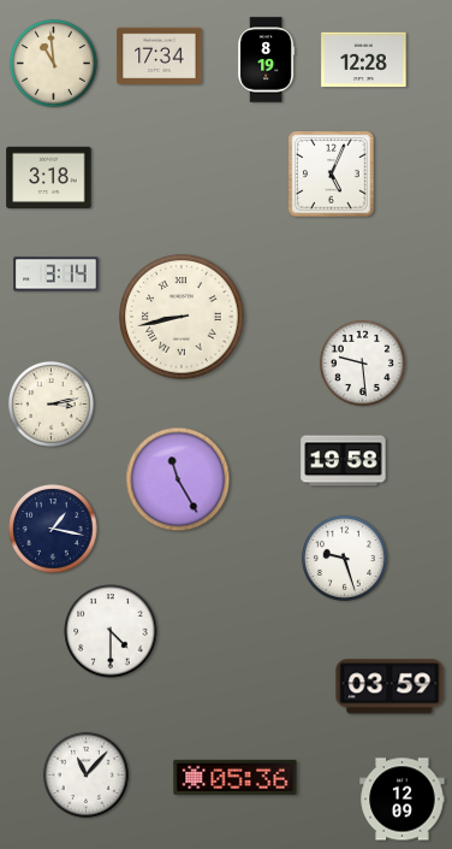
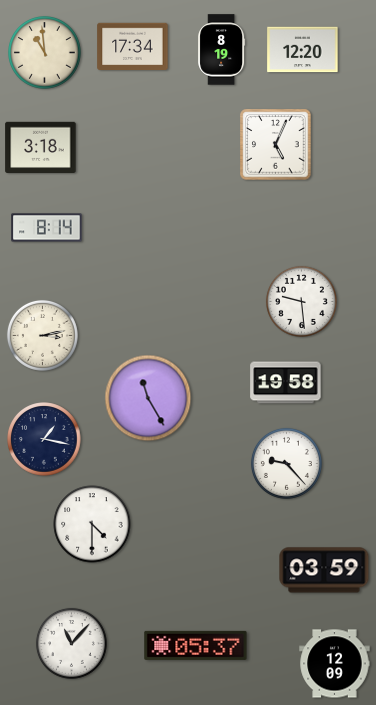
clock at (364, 60): 12:28 -> 12:20
clock at (56, 275): 3:14 -> 8:14
clock at (182, 317): 8:43 -> none
clock at (344, 558): 9:27 -> 9:23
clock at (236, 777): 05:36 -> 05:37
